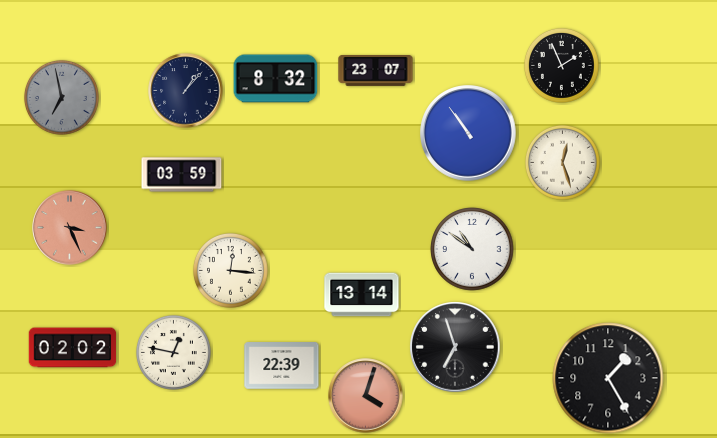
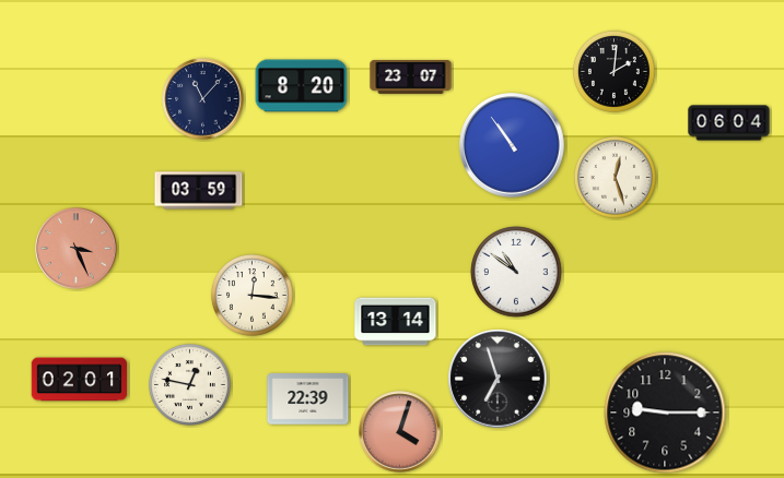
clock at (561, 65): 1:56 -> 2:01
clock at (276, 79): 8:32 -> 8:20
clock at (186, 91): 1:07 -> 11:07
clock at (61, 97): 6:58 -> none
clock at (729, 123): none -> 06:04
clock at (73, 348): 02:02 -> 02:01
clock at (608, 378): 1:25 -> 9:15
